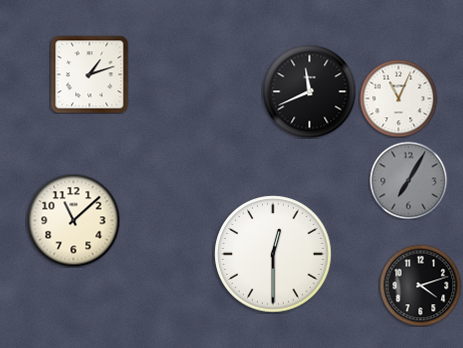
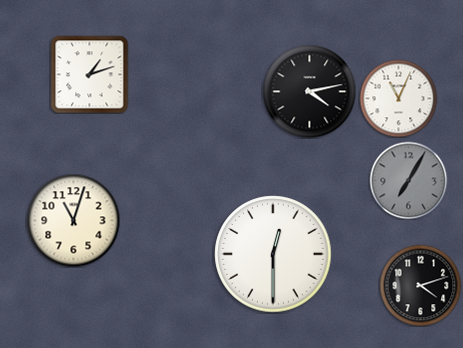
clock at (309, 91): 11:41 -> 4:13
clock at (73, 220): 11:08 -> 11:03
